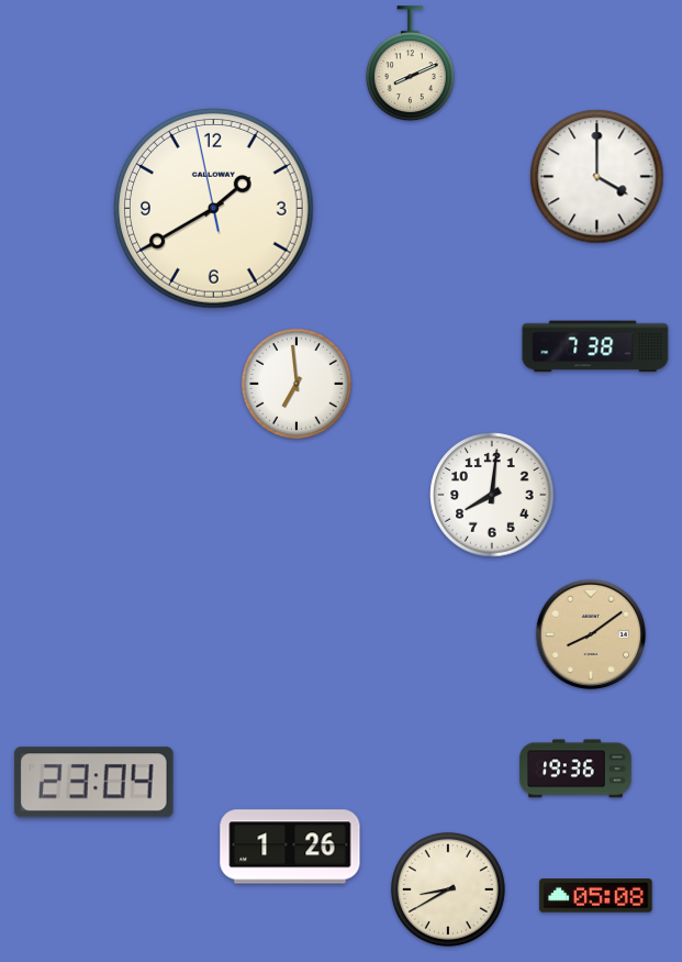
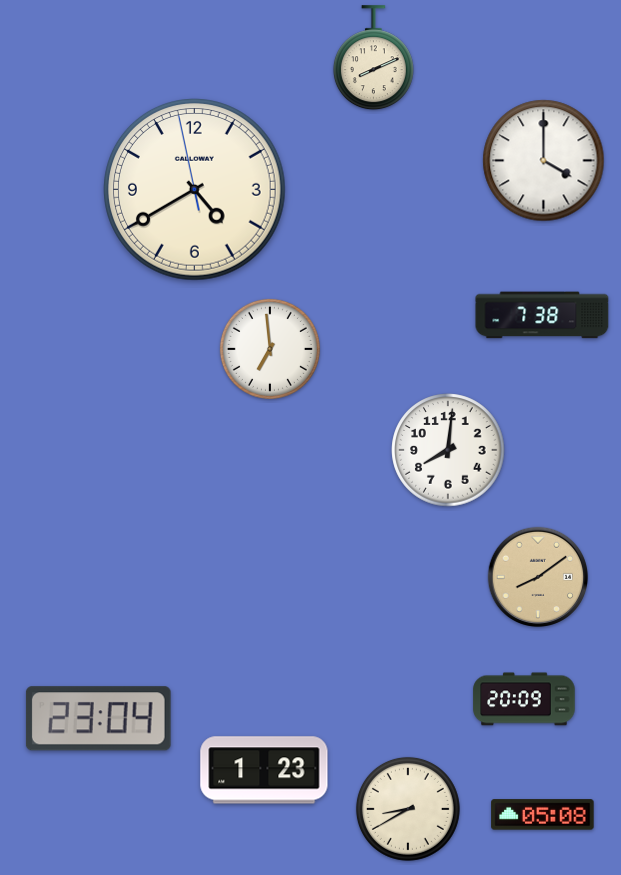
clock at (214, 209): 1:39 -> 4:39
clock at (575, 769): 19:36 -> 20:09
clock at (93, 783) position: (93, 783) -> (98, 719)
clock at (290, 847): 1:26 -> 1:23
